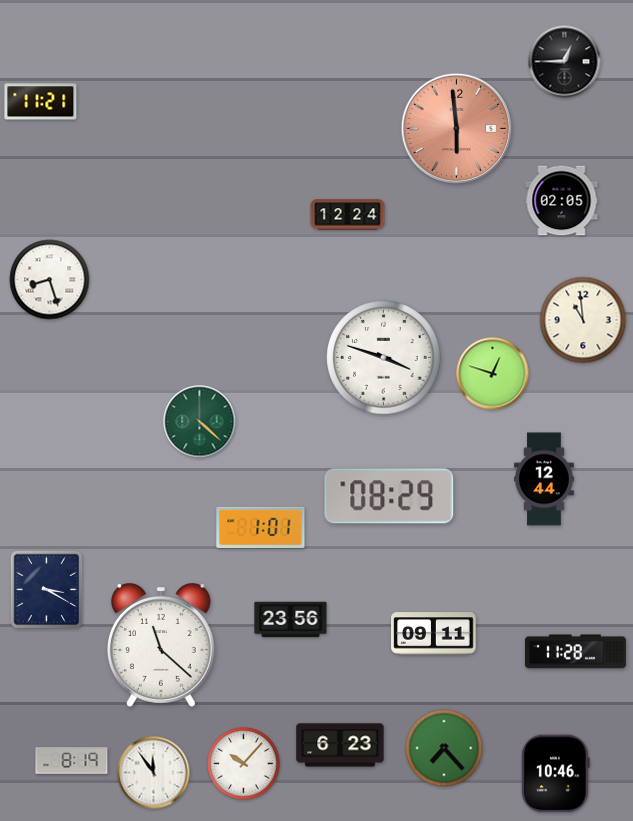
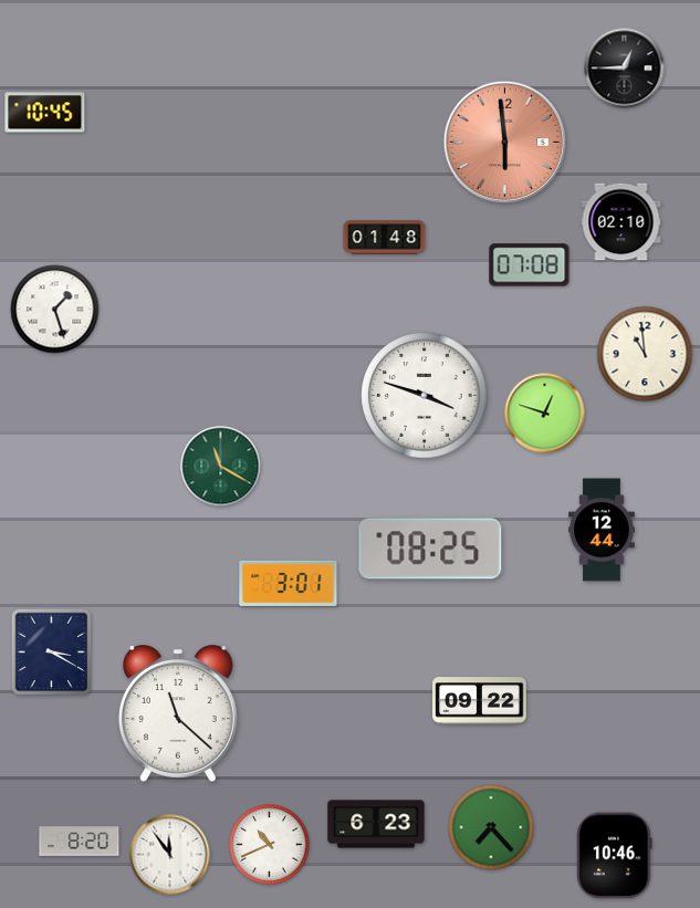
clock at (41, 102): 11:21 -> 10:45
clock at (562, 201): 02:05 -> 02:10
clock at (348, 215): 12:24 -> 01:48
clock at (530, 265): none -> 07:08
clock at (50, 280): 8:27 -> 1:27
clock at (200, 422): 4:22 -> 11:20
clock at (389, 496): 08:29 -> 08:25
clock at (261, 527): 1:01 -> 3:01
clock at (291, 620): 23:56 -> none
clock at (434, 634): 09:11 -> 09:22
clock at (575, 652): 11:28 -> none
clock at (72, 761): 8:19 -> 8:20
clock at (244, 764): 10:07 -> 10:41
